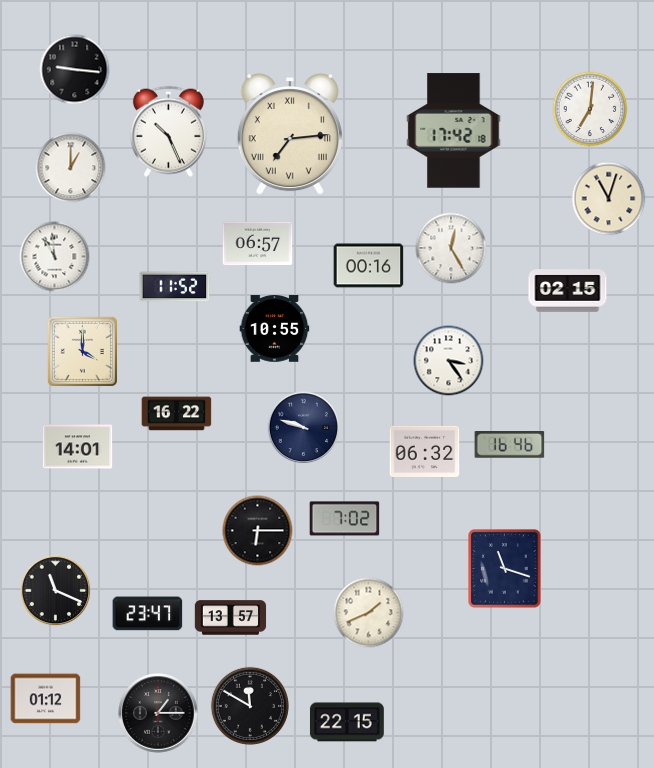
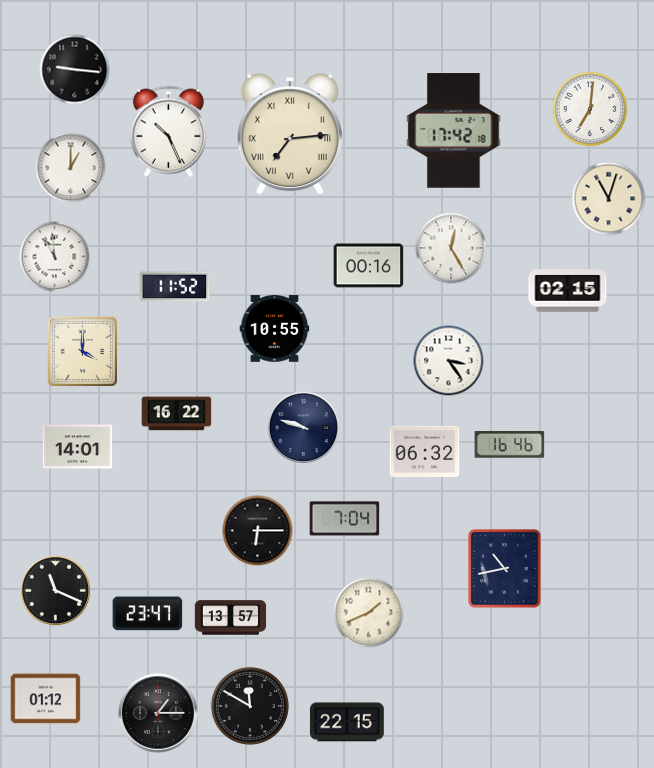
clock at (258, 244): 06:57 -> none
clock at (345, 519): 7:02 -> 7:04
clock at (505, 569): 11:18 -> 10:43
